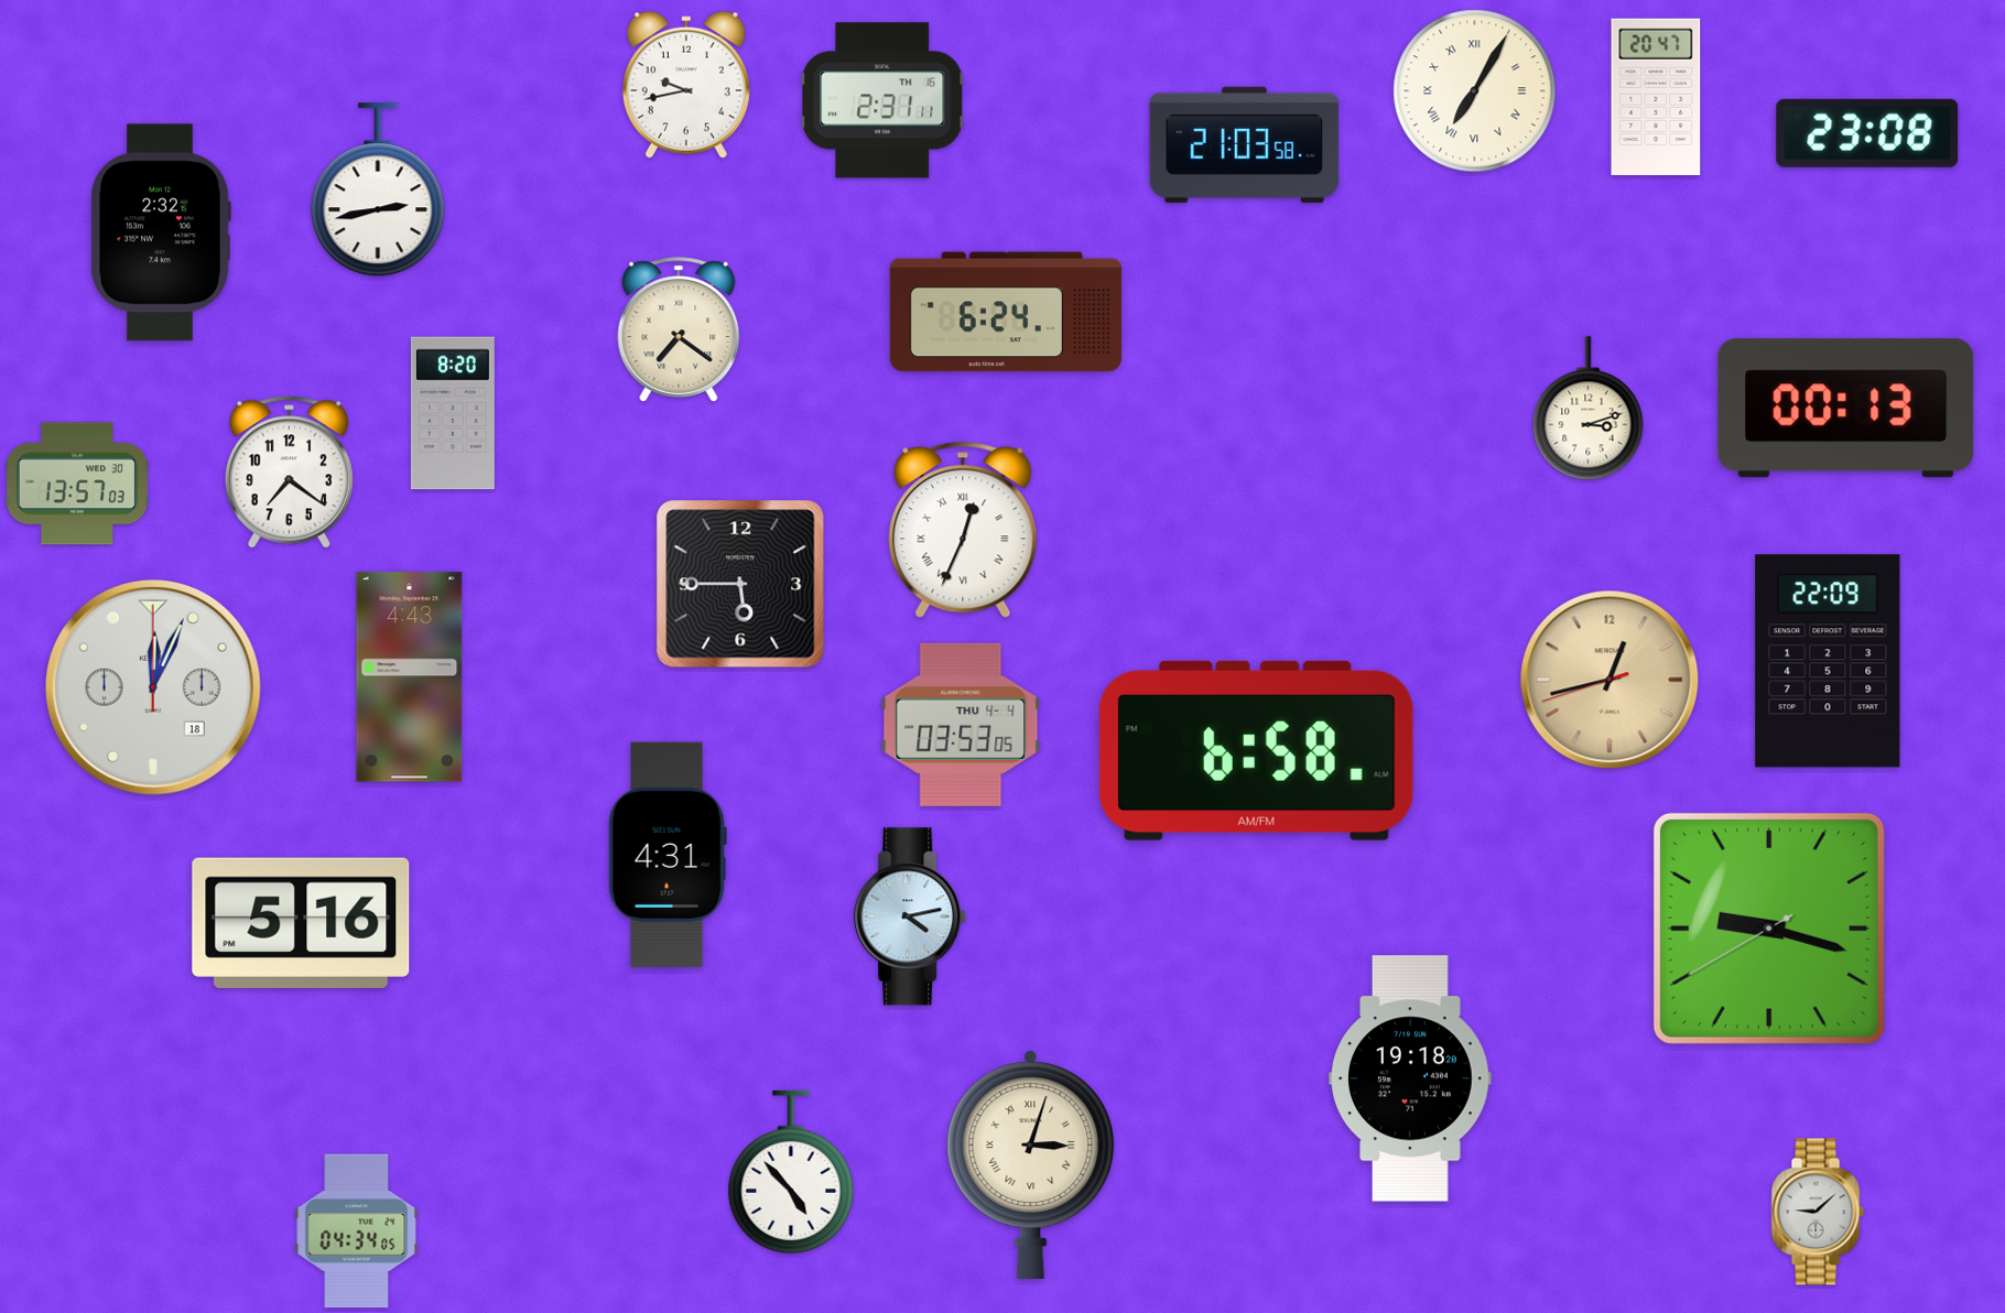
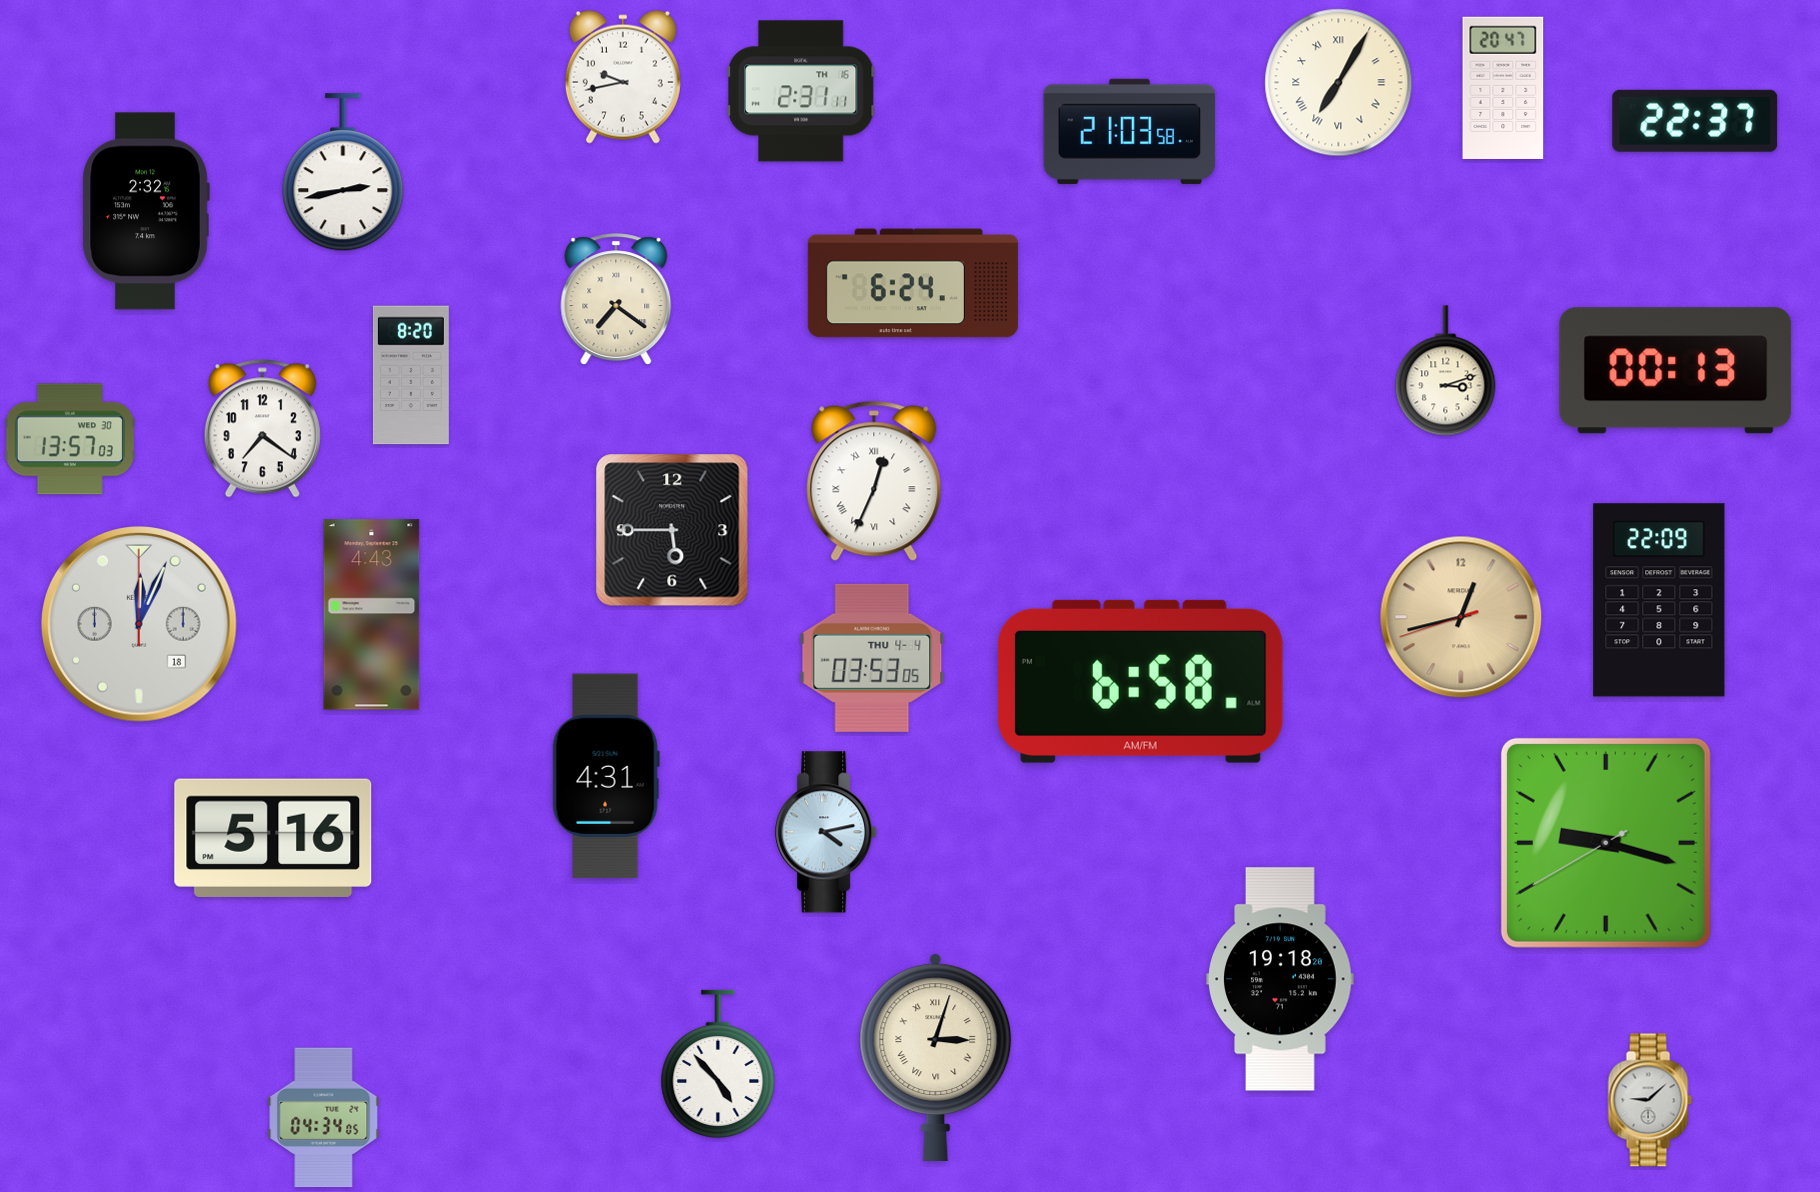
clock at (1867, 133): 23:08 -> 22:37
clock at (1589, 409) position: (1589, 409) -> (1446, 371)
